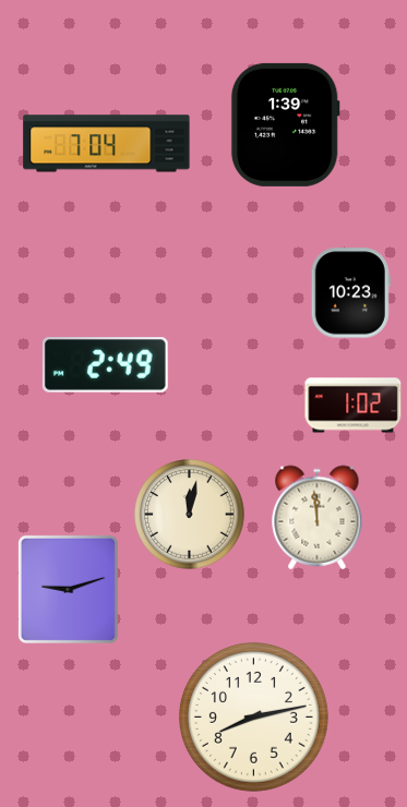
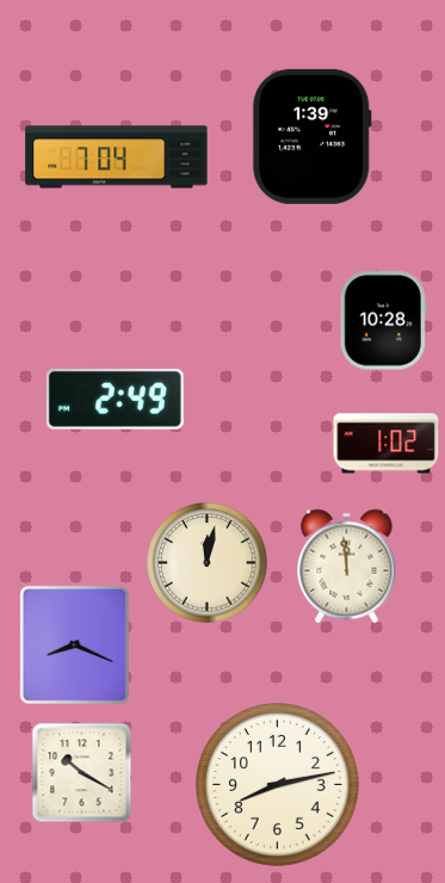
clock at (350, 293): 10:23 -> 10:28
clock at (68, 589): 9:12 -> 8:19
clock at (82, 773): none -> 10:20
